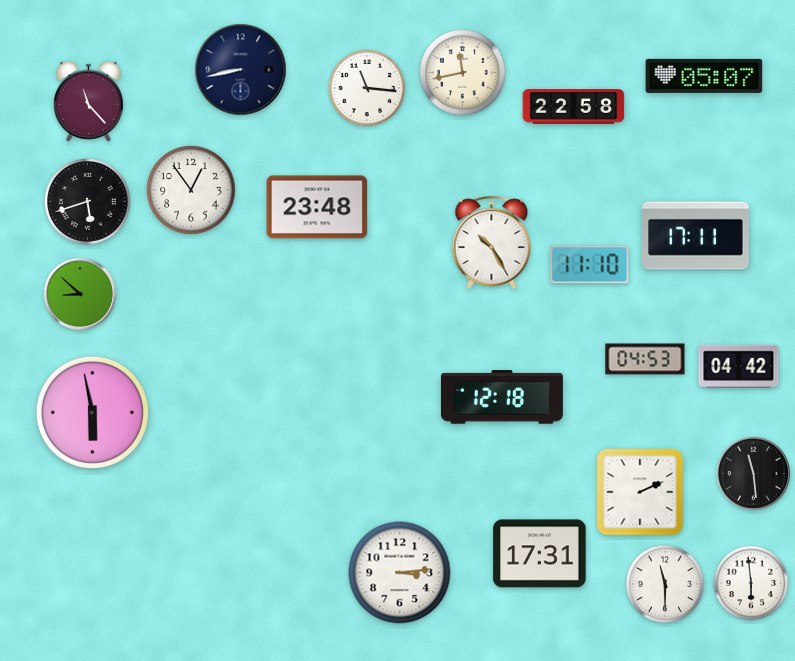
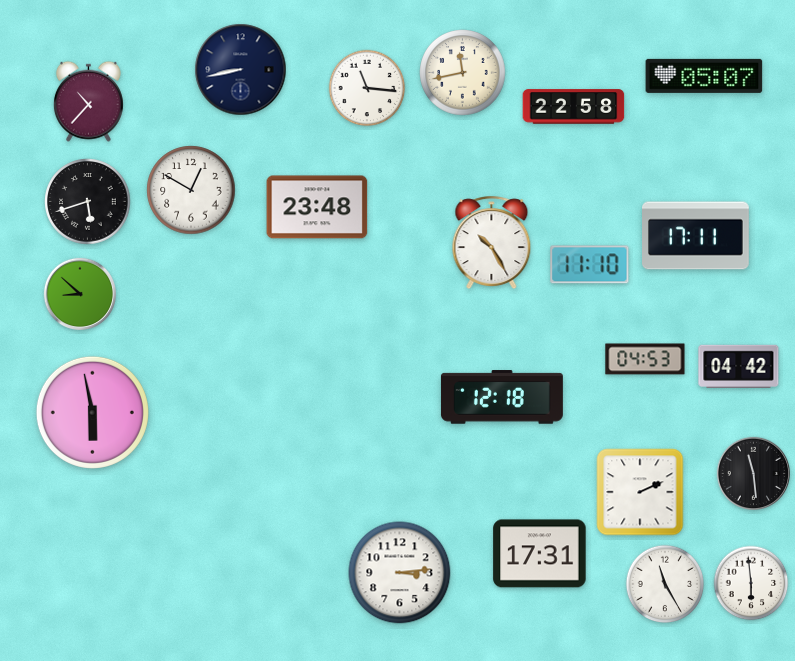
clock at (88, 101): 11:23 -> 10:37
clock at (191, 190): 12:54 -> 12:50
clock at (665, 584): 11:30 -> 11:25
